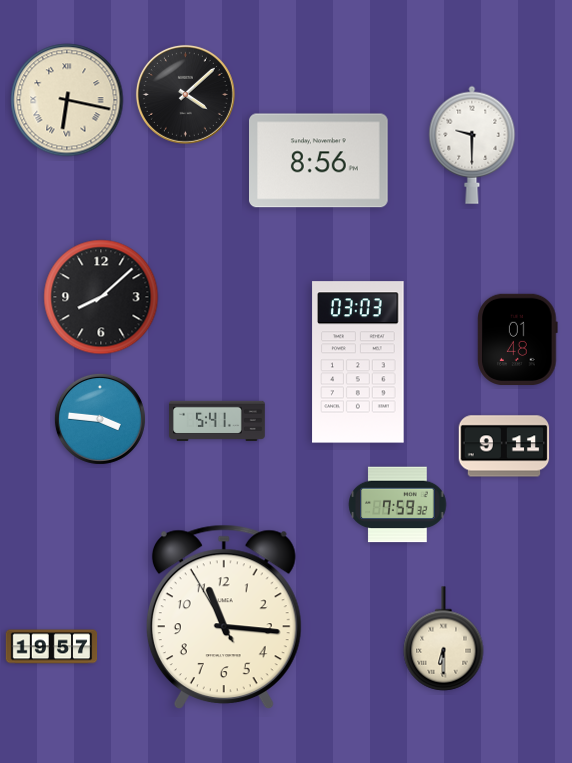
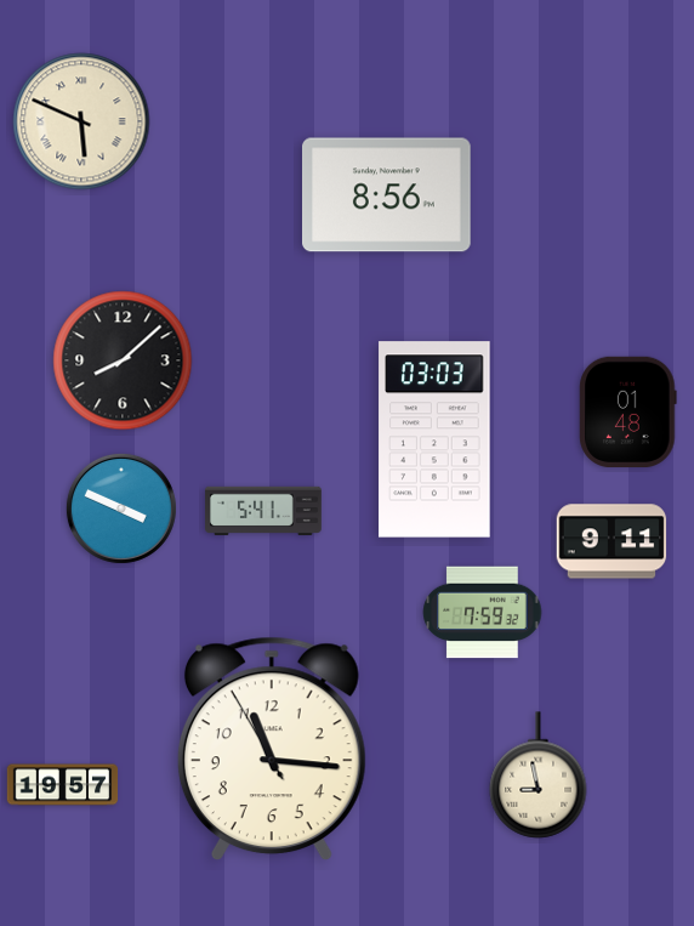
clock at (185, 94): 4:08 -> none
clock at (67, 100): 6:17 -> 5:49
clock at (472, 145): 9:30 -> none
clock at (100, 419): 3:46 -> 3:49
clock at (444, 639): 6:30 -> 8:58
